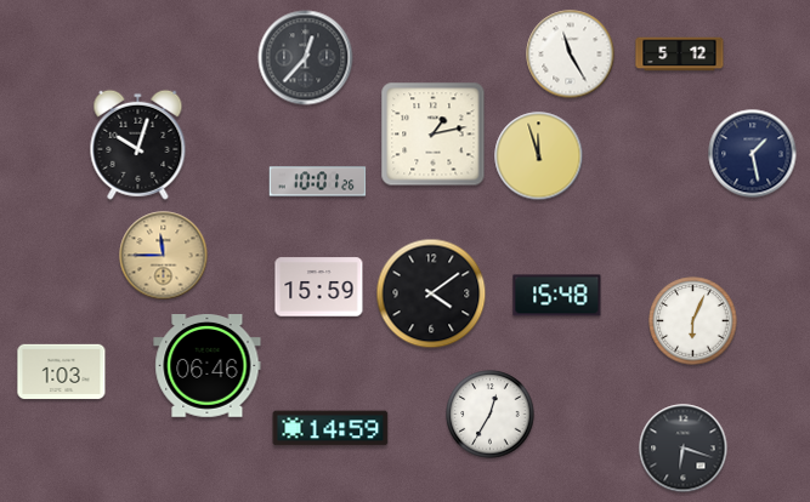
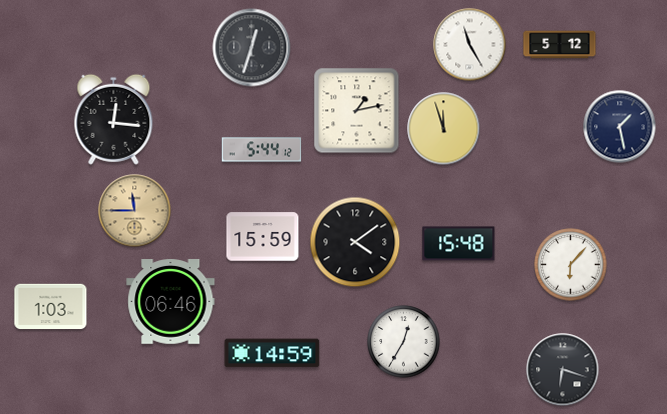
clock at (306, 58): 12:37 -> 12:33
clock at (138, 144): 10:03 -> 12:16
clock at (318, 182): 10:01 -> 5:44
clock at (693, 321): 6:04 -> 6:07
